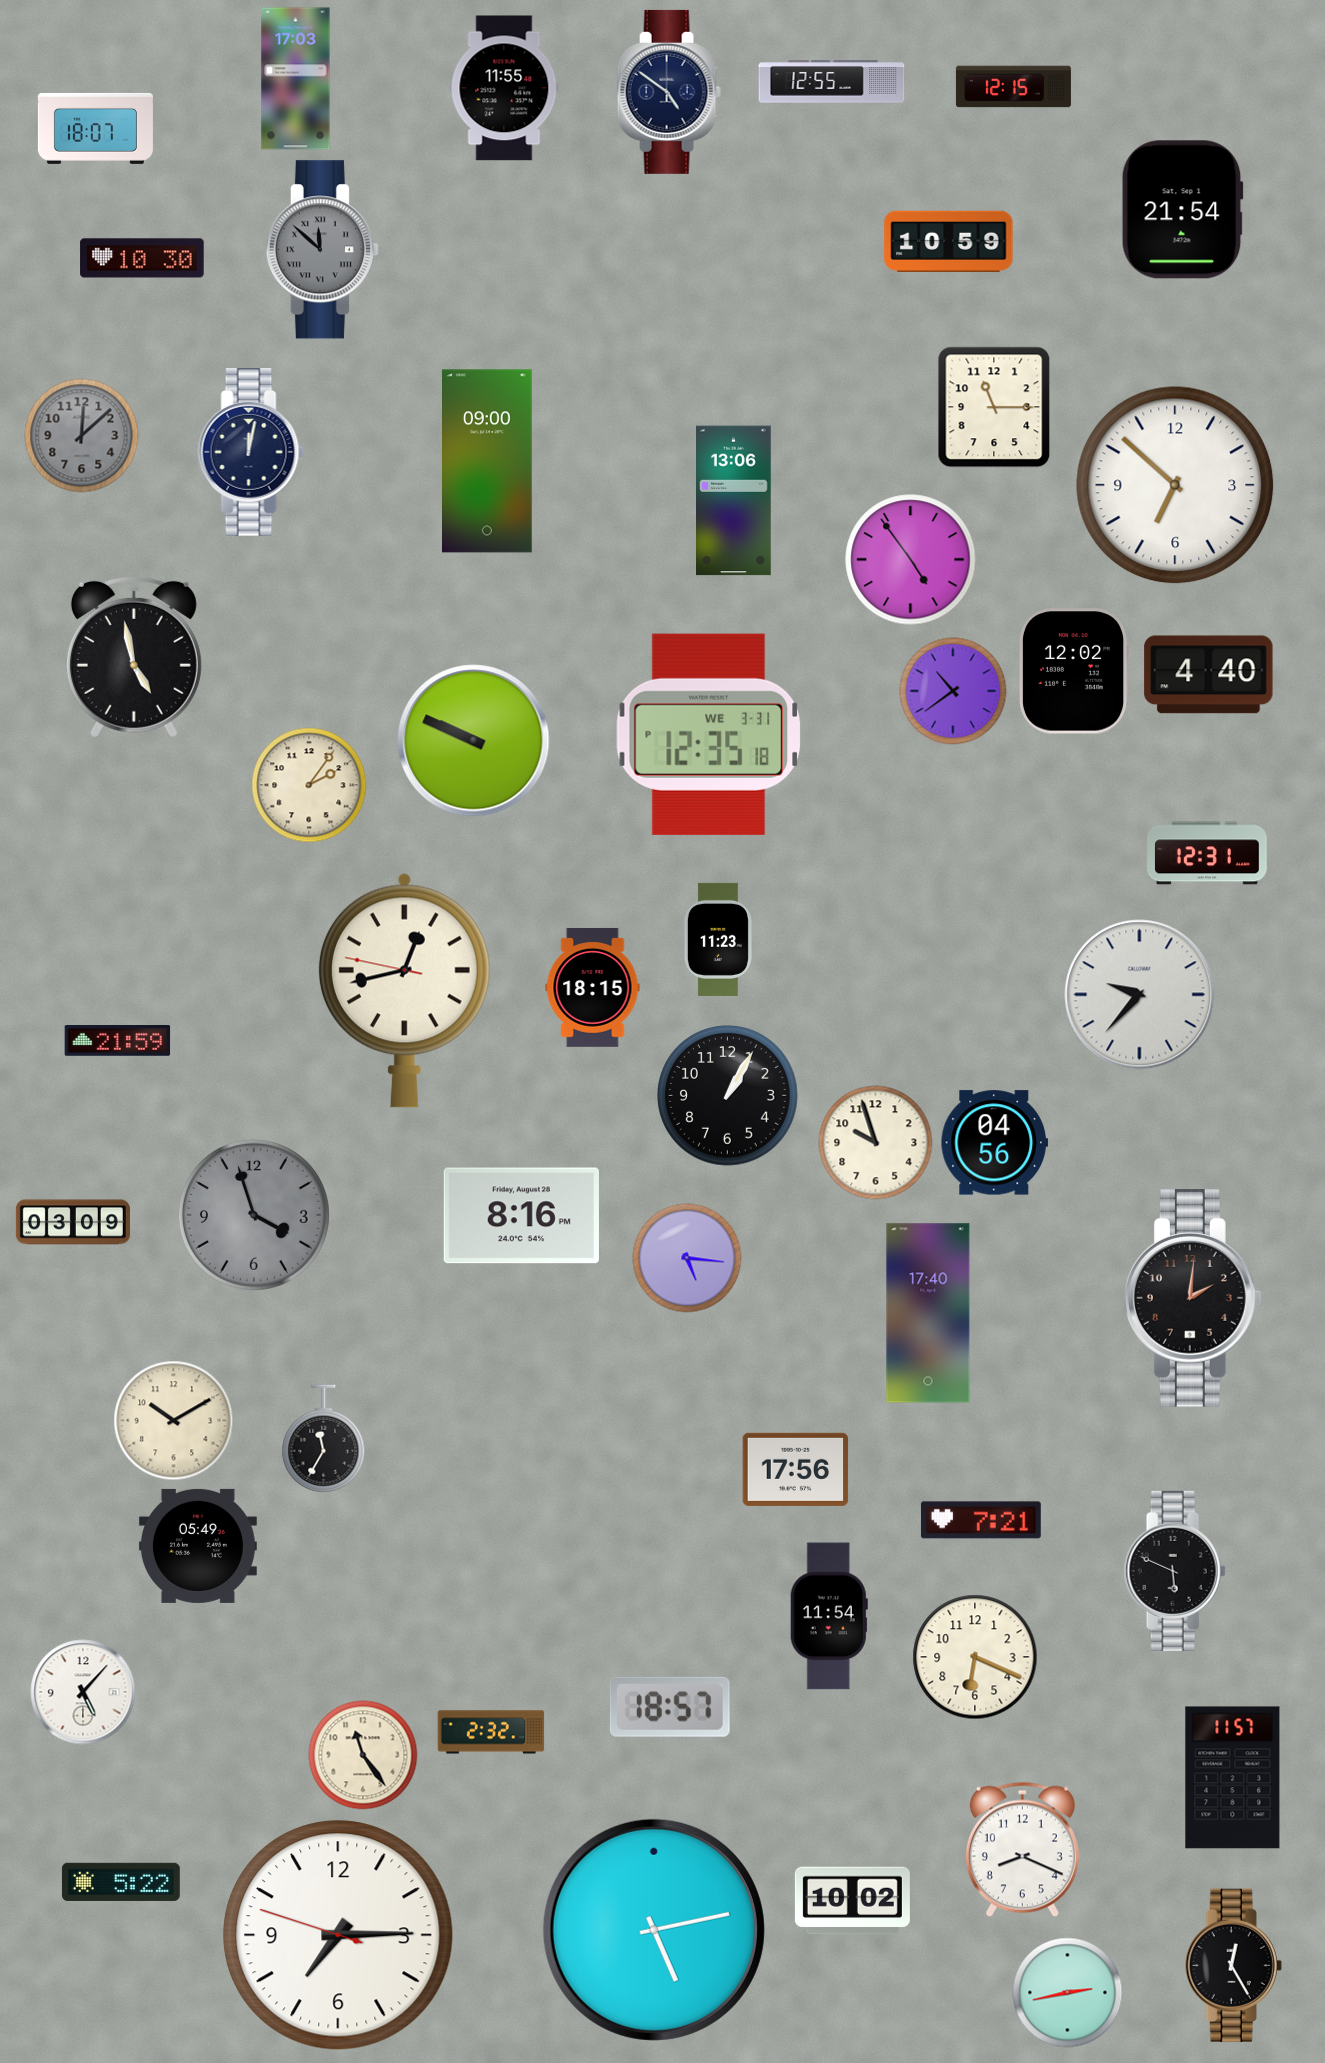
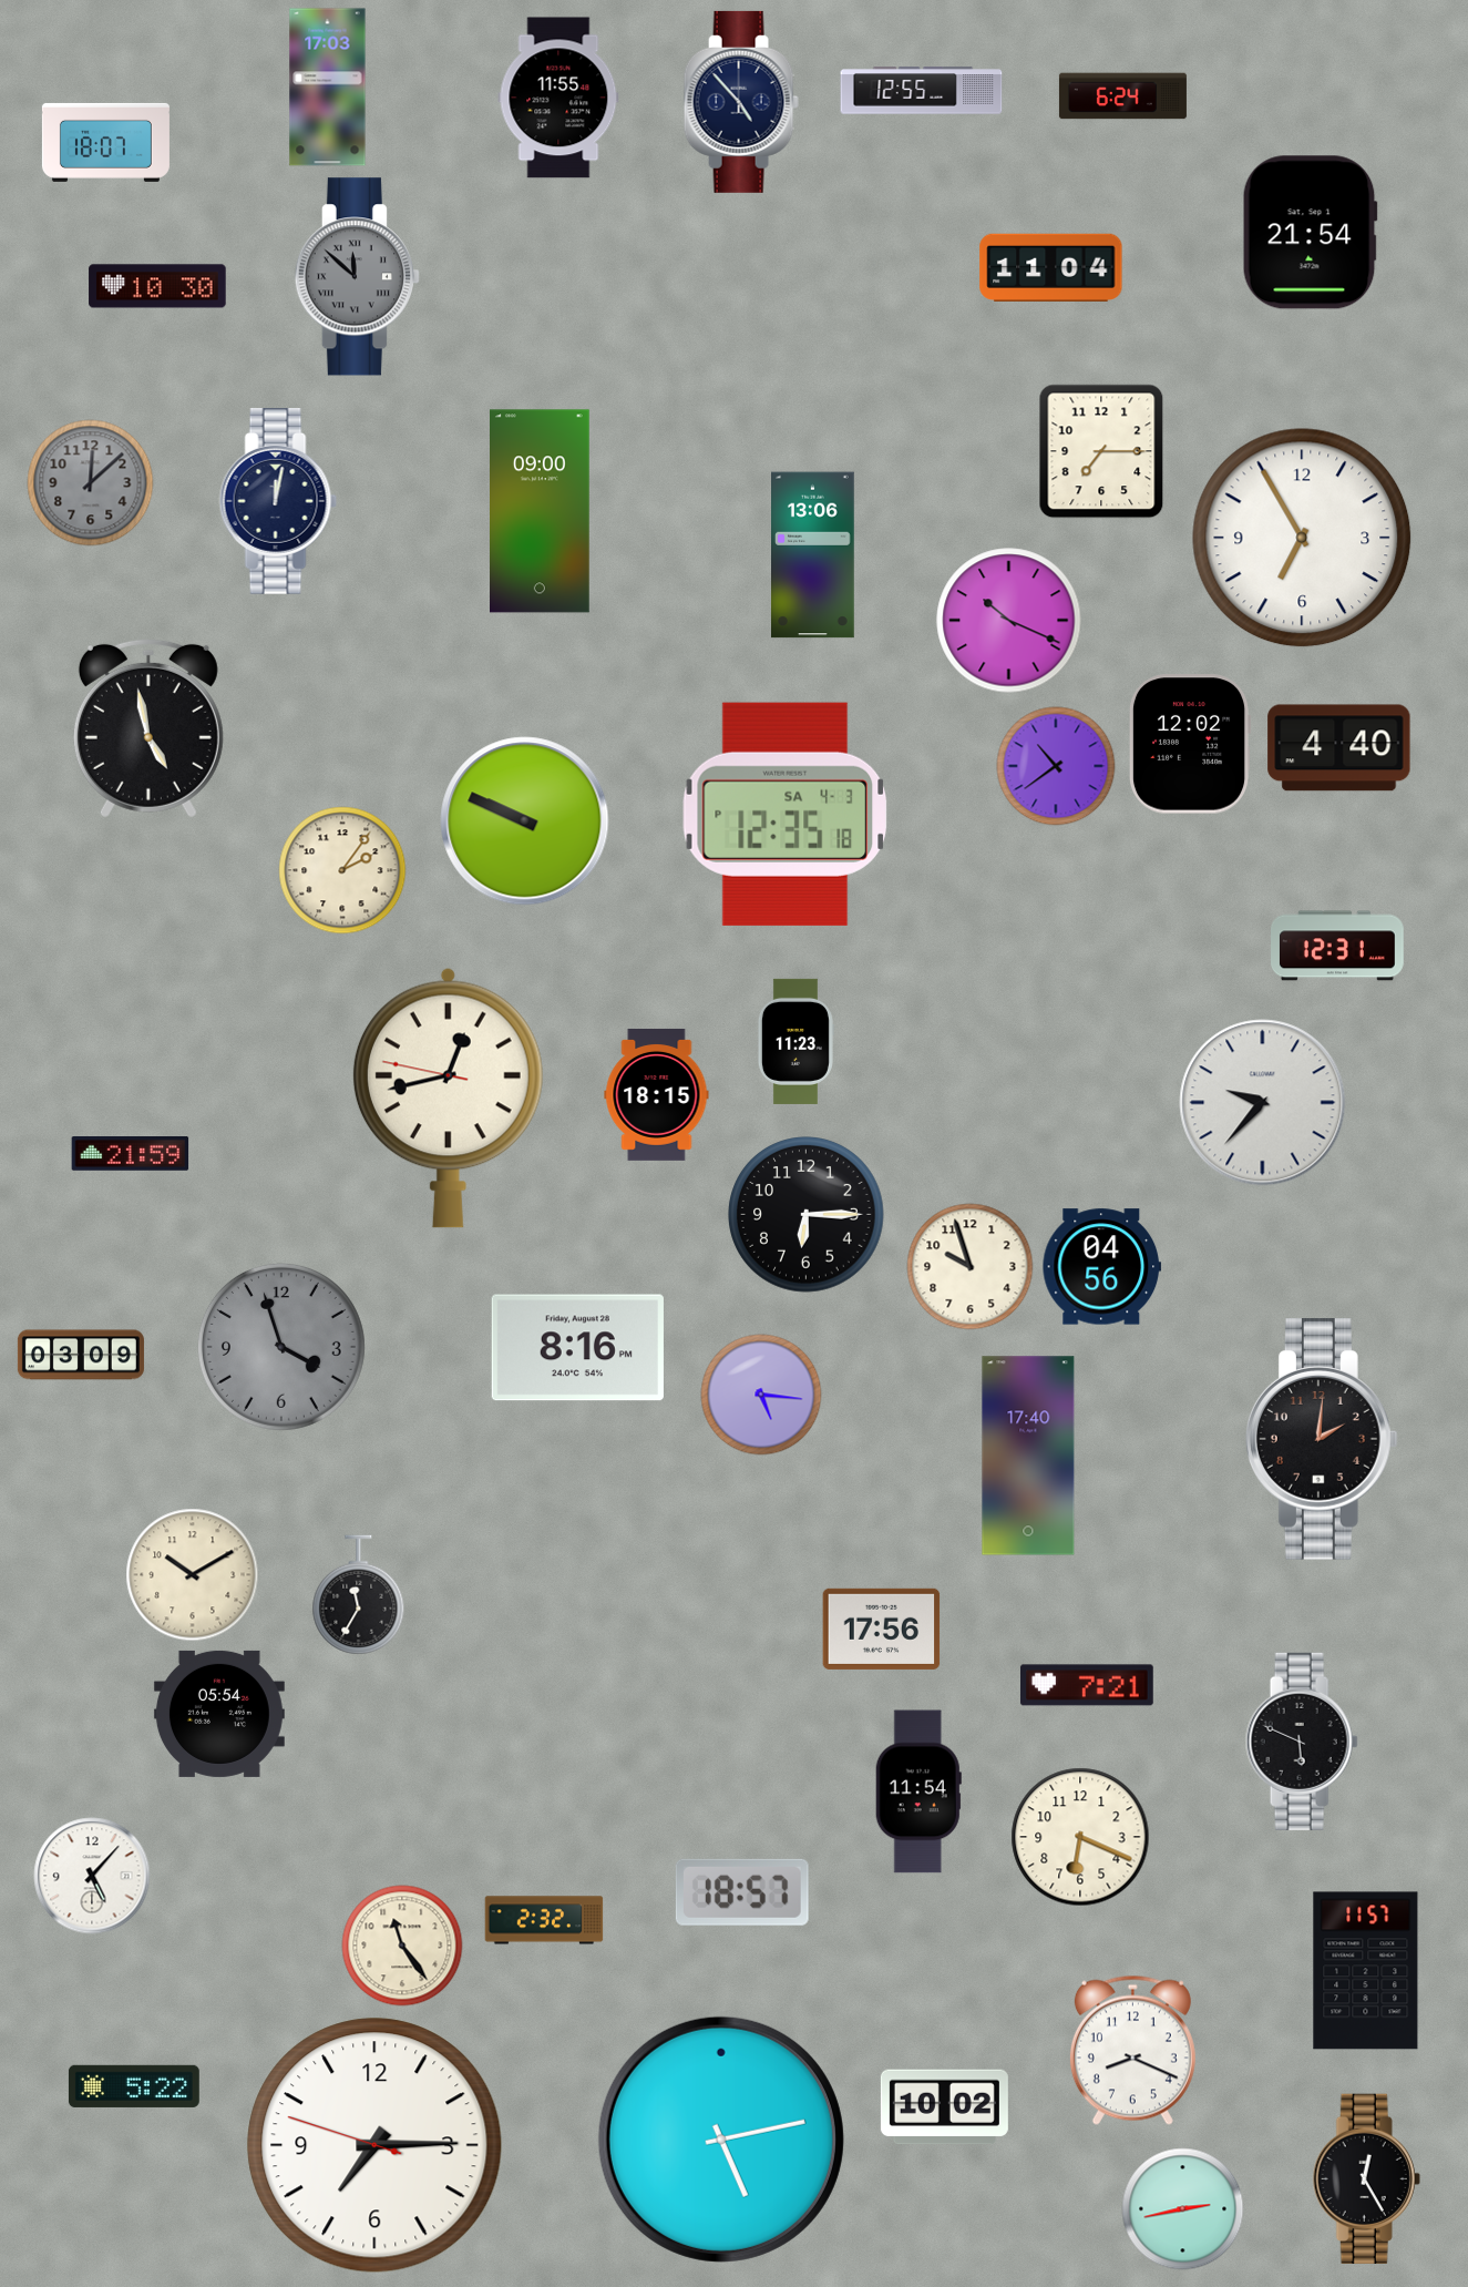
clock at (1013, 87): 12:15 -> 6:24
clock at (669, 92): 4:51 -> 4:53
clock at (949, 241): 10:59 -> 11:04
clock at (994, 407): 11:15 -> 7:15
clock at (1175, 485): 6:52 -> 6:55
clock at (911, 560): 4:54 -> 10:19
clock at (708, 734) date: WE 3-31 -> SA 4-3
clock at (728, 1096): 1:05 -> 6:15
clock at (198, 1546): 05:49 -> 05:54
clock at (654, 1930) position: (654, 1930) -> (721, 2140)
